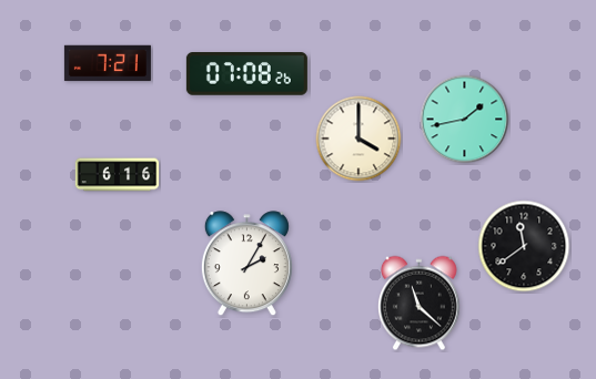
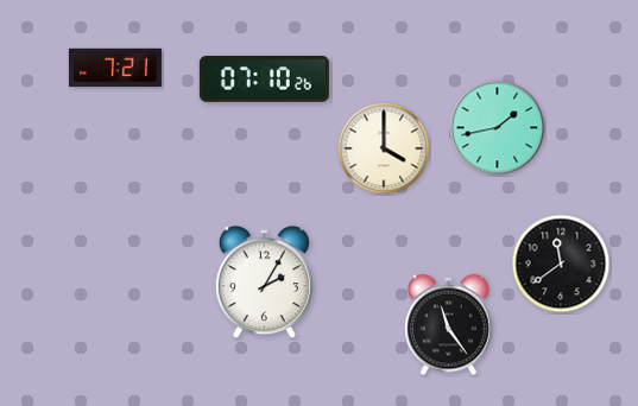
clock at (246, 74): 07:08 -> 07:10
clock at (118, 175): 6:16 -> none
clock at (418, 304): 11:22 -> 11:24
